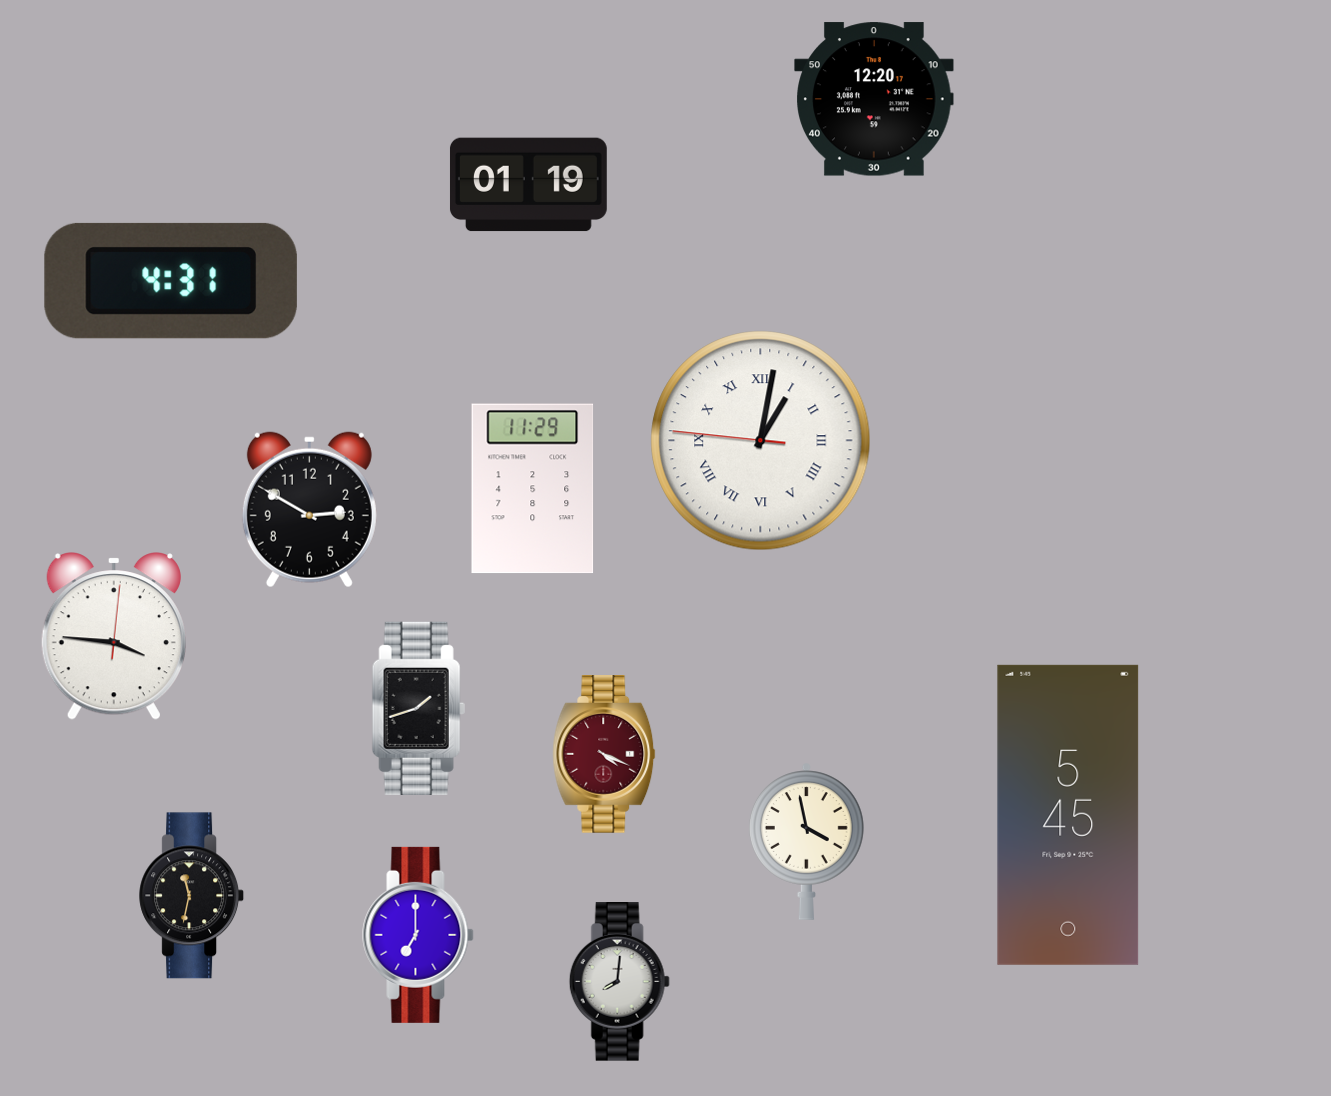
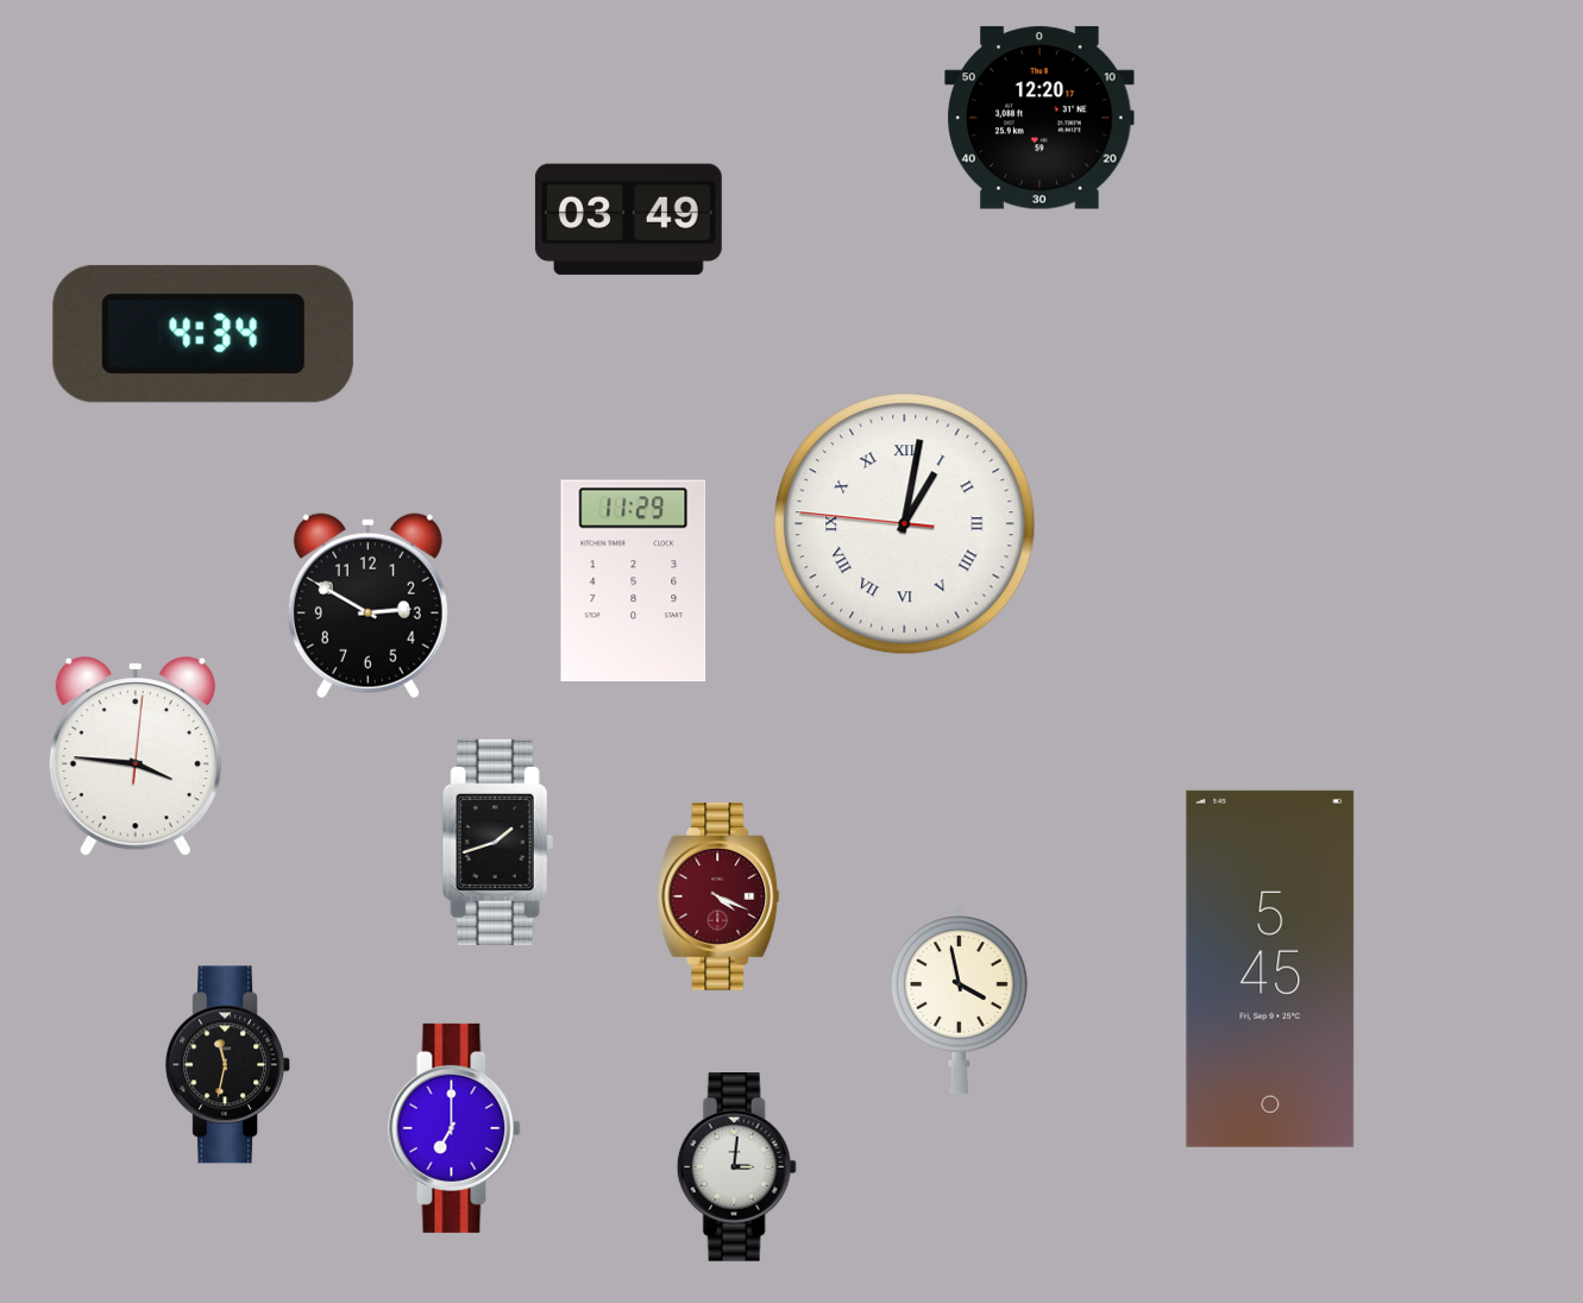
clock at (528, 185): 01:19 -> 03:49
clock at (171, 281): 4:31 -> 4:34
clock at (418, 935) position: (418, 935) -> (454, 1128)
clock at (619, 982): 8:01 -> 3:01
